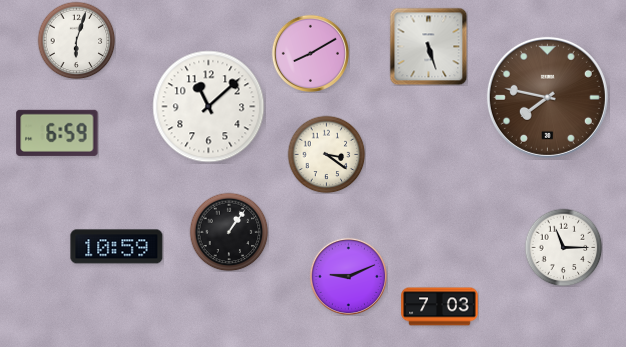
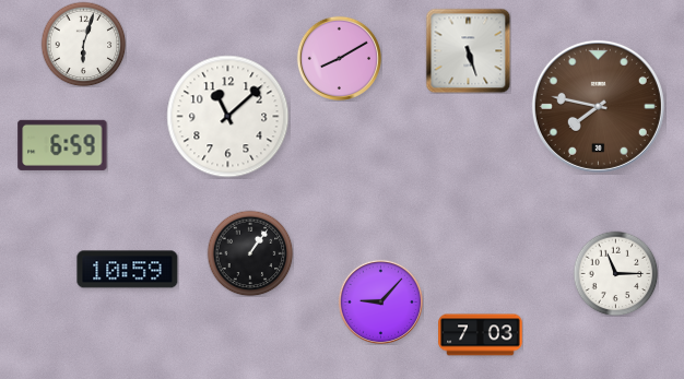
clock at (326, 154): 3:21 -> none
clock at (563, 247) position: (563, 247) -> (615, 273)
clock at (348, 276): 9:11 -> 9:07
